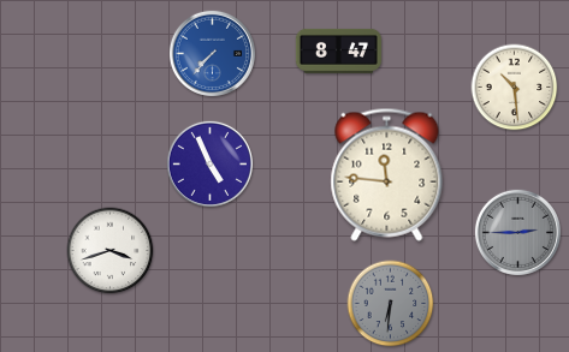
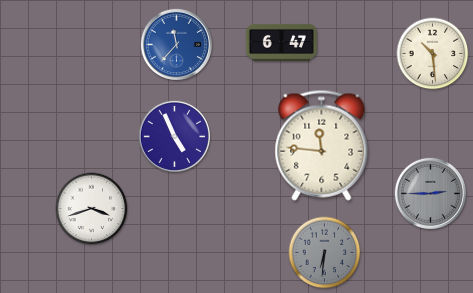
clock at (338, 50): 8:47 -> 6:47
clock at (212, 53): 7:37 -> 11:37
clock at (515, 88) position: (515, 88) -> (433, 54)
